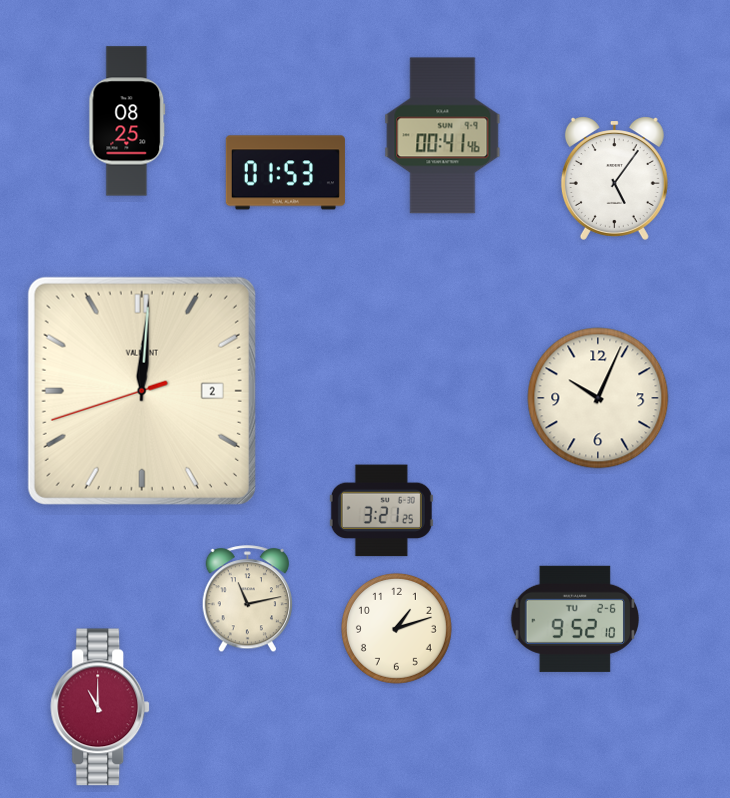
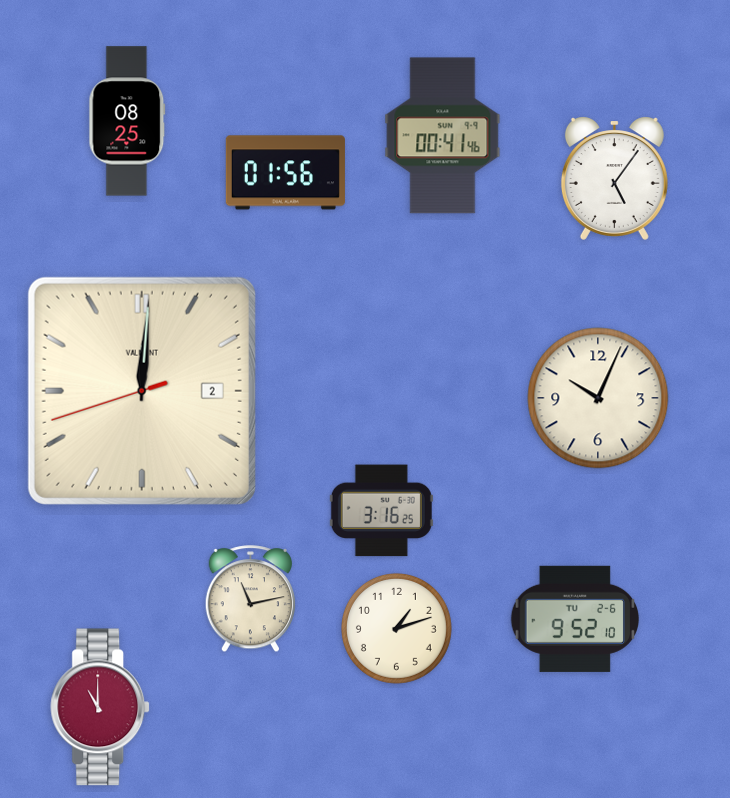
clock at (285, 173): 01:53 -> 01:56
clock at (381, 511): 3:21 -> 3:16
clock at (247, 599) position: (247, 599) -> (250, 599)
